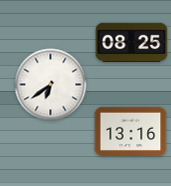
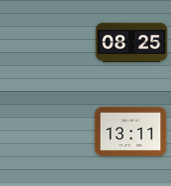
clock at (51, 85): 6:39 -> none
clock at (131, 131): 13:16 -> 13:11
